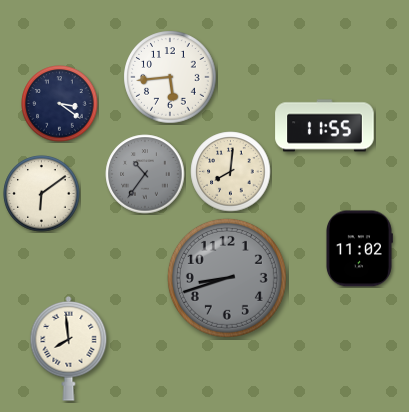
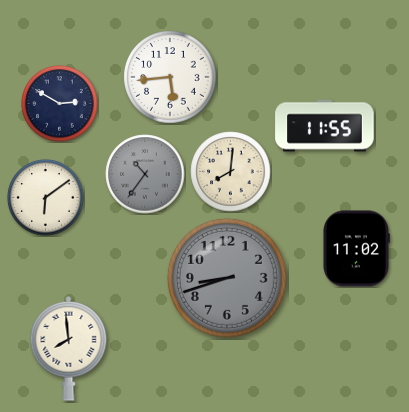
clock at (60, 104): 3:21 -> 2:50
clock at (42, 194) position: (42, 194) -> (46, 198)
clock at (359, 249) position: (359, 249) -> (356, 249)
